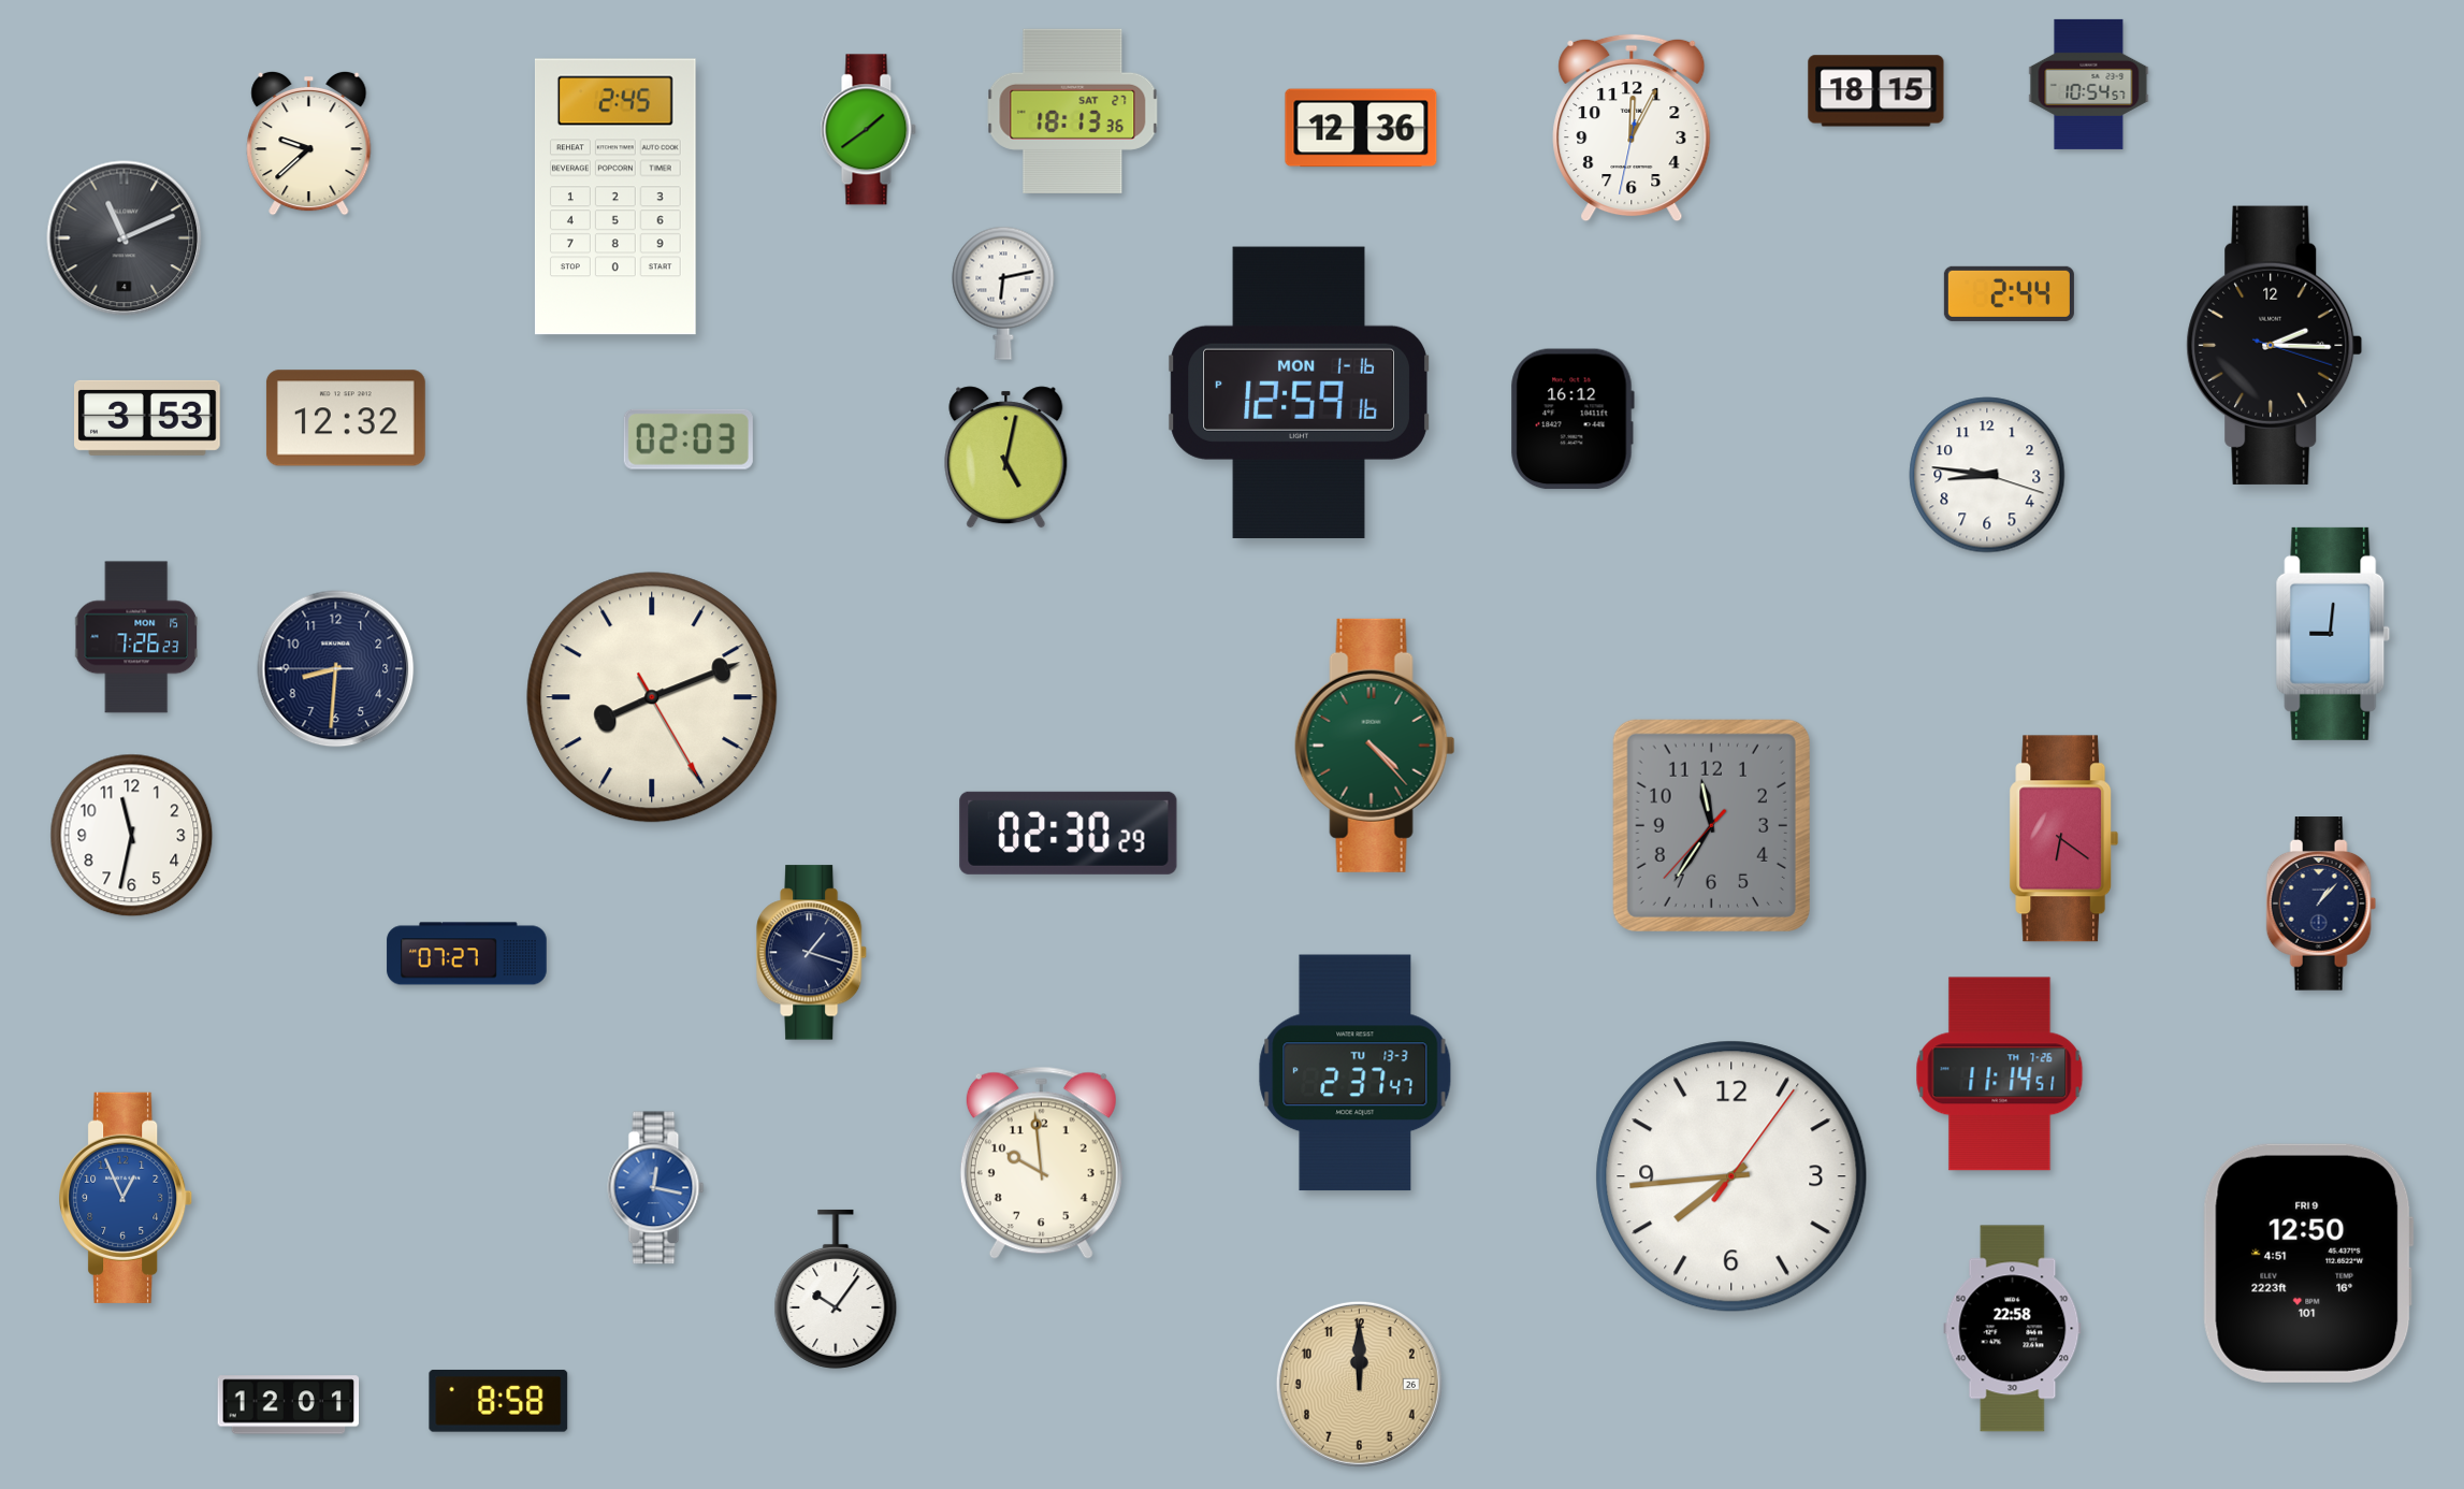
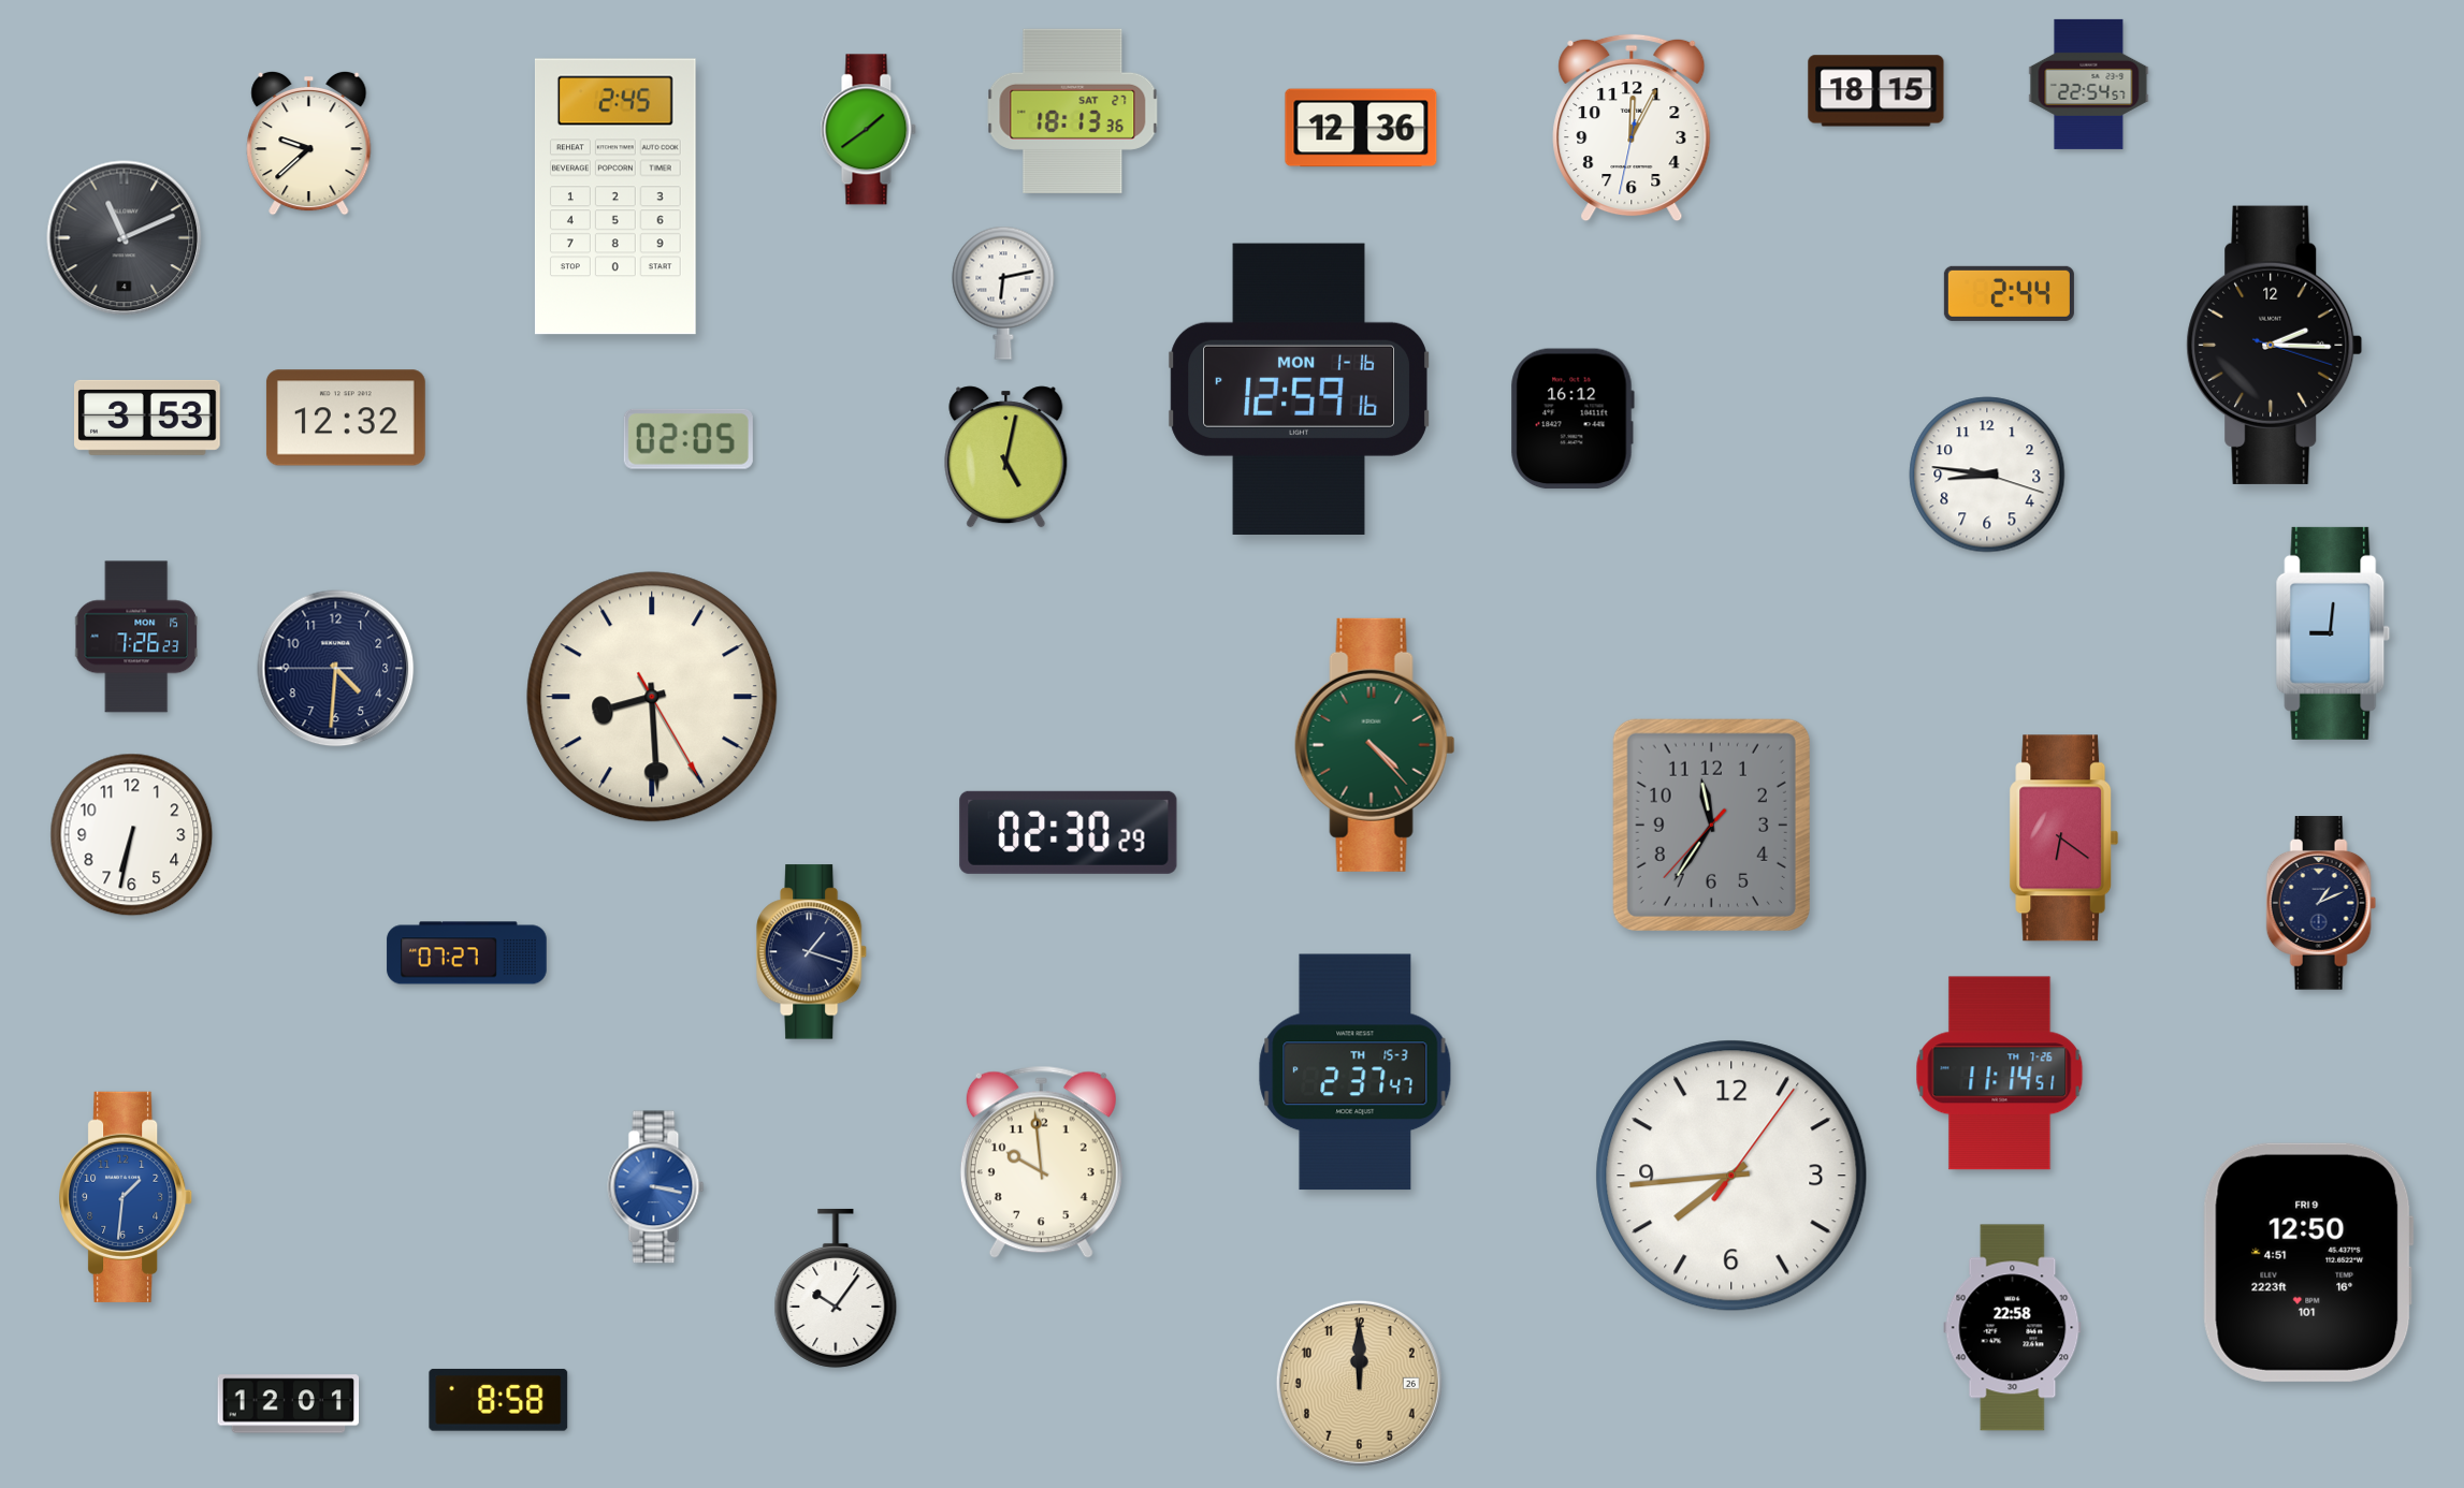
clock at (2089, 84): 10:54 -> 22:54
clock at (1299, 392) position: (1299, 392) -> (1299, 389)
clock at (689, 439): 02:03 -> 02:05
clock at (336, 669): 8:30 -> 4:30
clock at (652, 697): 8:11 -> 8:29
clock at (132, 836): 11:32 -> 6:32
clock at (2321, 903): 1:07 -> 1:11
clock at (1356, 1073) date: TU 13-3 -> TH 15-3
clock at (656, 1188): 12:17 -> 3:17
clock at (127, 1198): 12:56 -> 1:31
